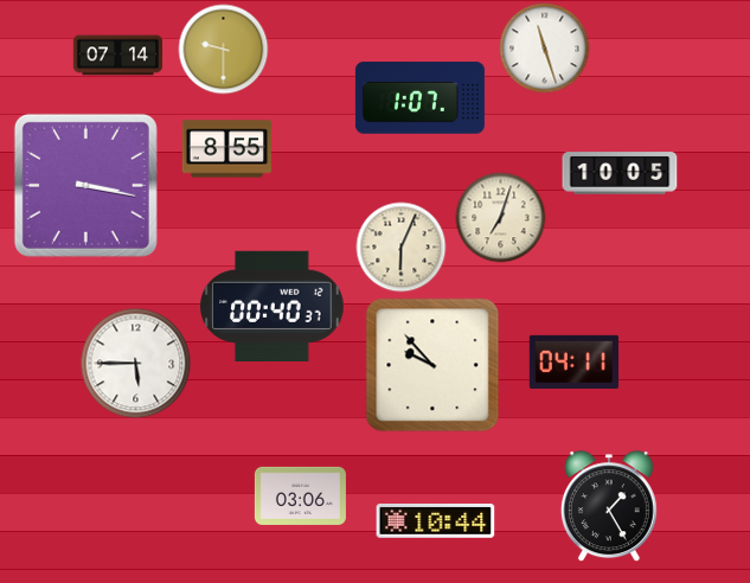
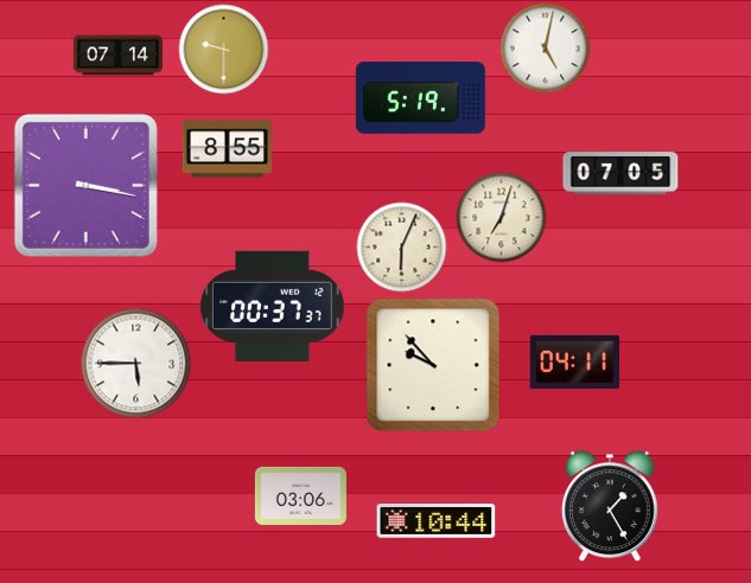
clock at (545, 49): 11:27 -> 5:02
clock at (419, 98): 1:07 -> 5:19
clock at (620, 173): 10:05 -> 07:05
clock at (273, 306): 00:40 -> 00:37
